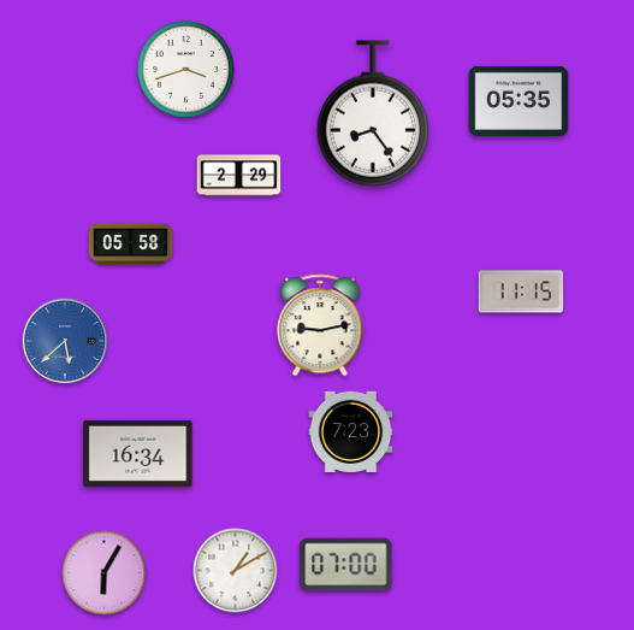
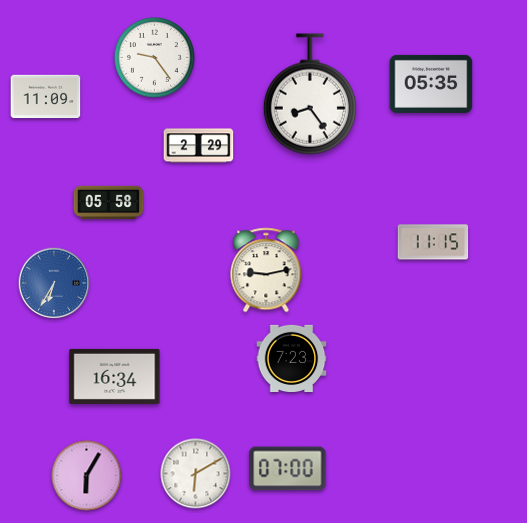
clock at (186, 70): 3:42 -> 9:24
clock at (46, 97): none -> 11:09
clock at (65, 341): 5:38 -> 6:35
clock at (236, 571): 1:10 -> 6:10
